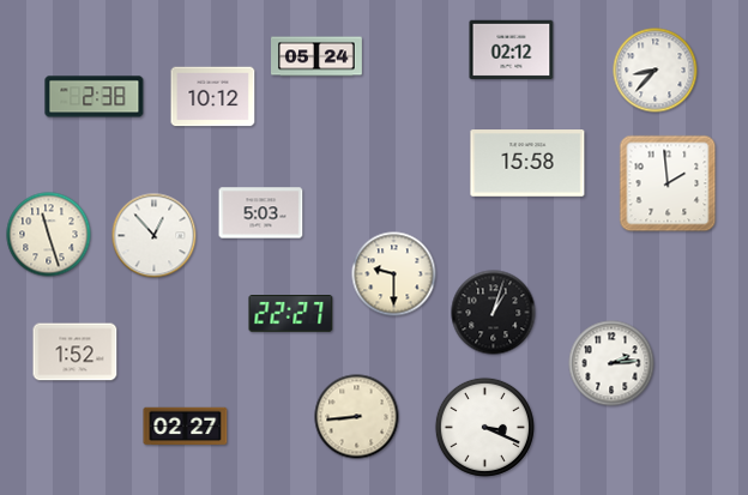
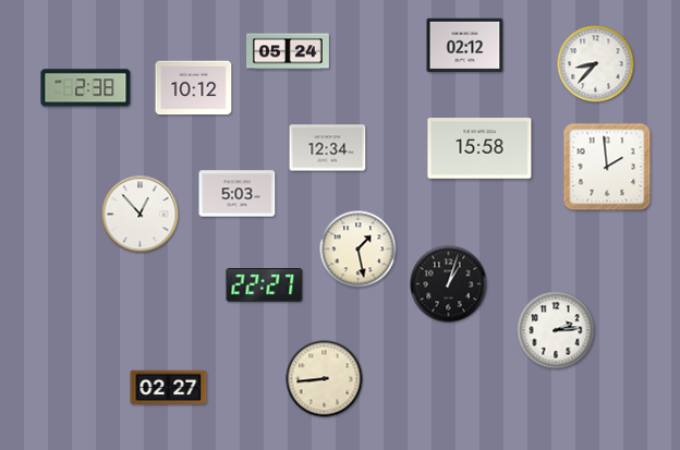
clock at (328, 148): none -> 12:34
clock at (49, 235): 11:27 -> none
clock at (394, 274): 9:30 -> 1:28
clock at (76, 352): 1:52 -> none
clock at (484, 427): 3:19 -> none
